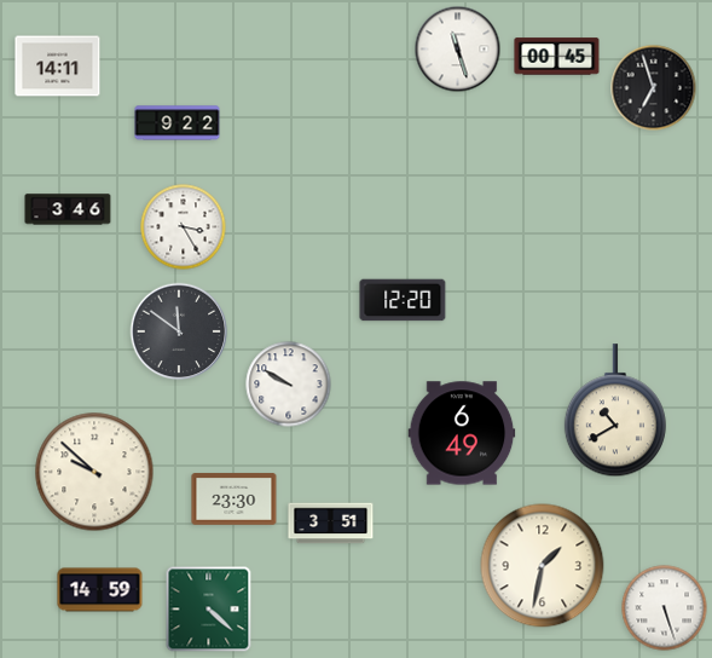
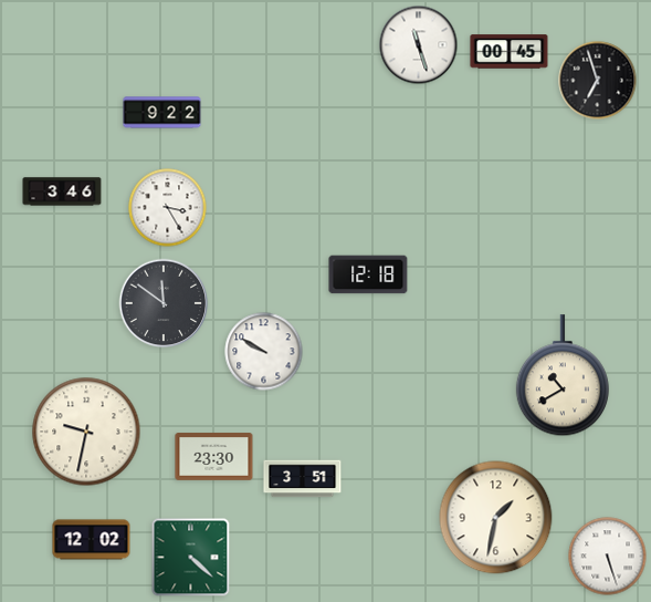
clock at (58, 67): 14:11 -> none
clock at (403, 300): 12:20 -> 12:18
clock at (462, 433): 6:49 -> none
clock at (94, 472): 9:52 -> 9:32
clock at (100, 590): 14:59 -> 12:02
